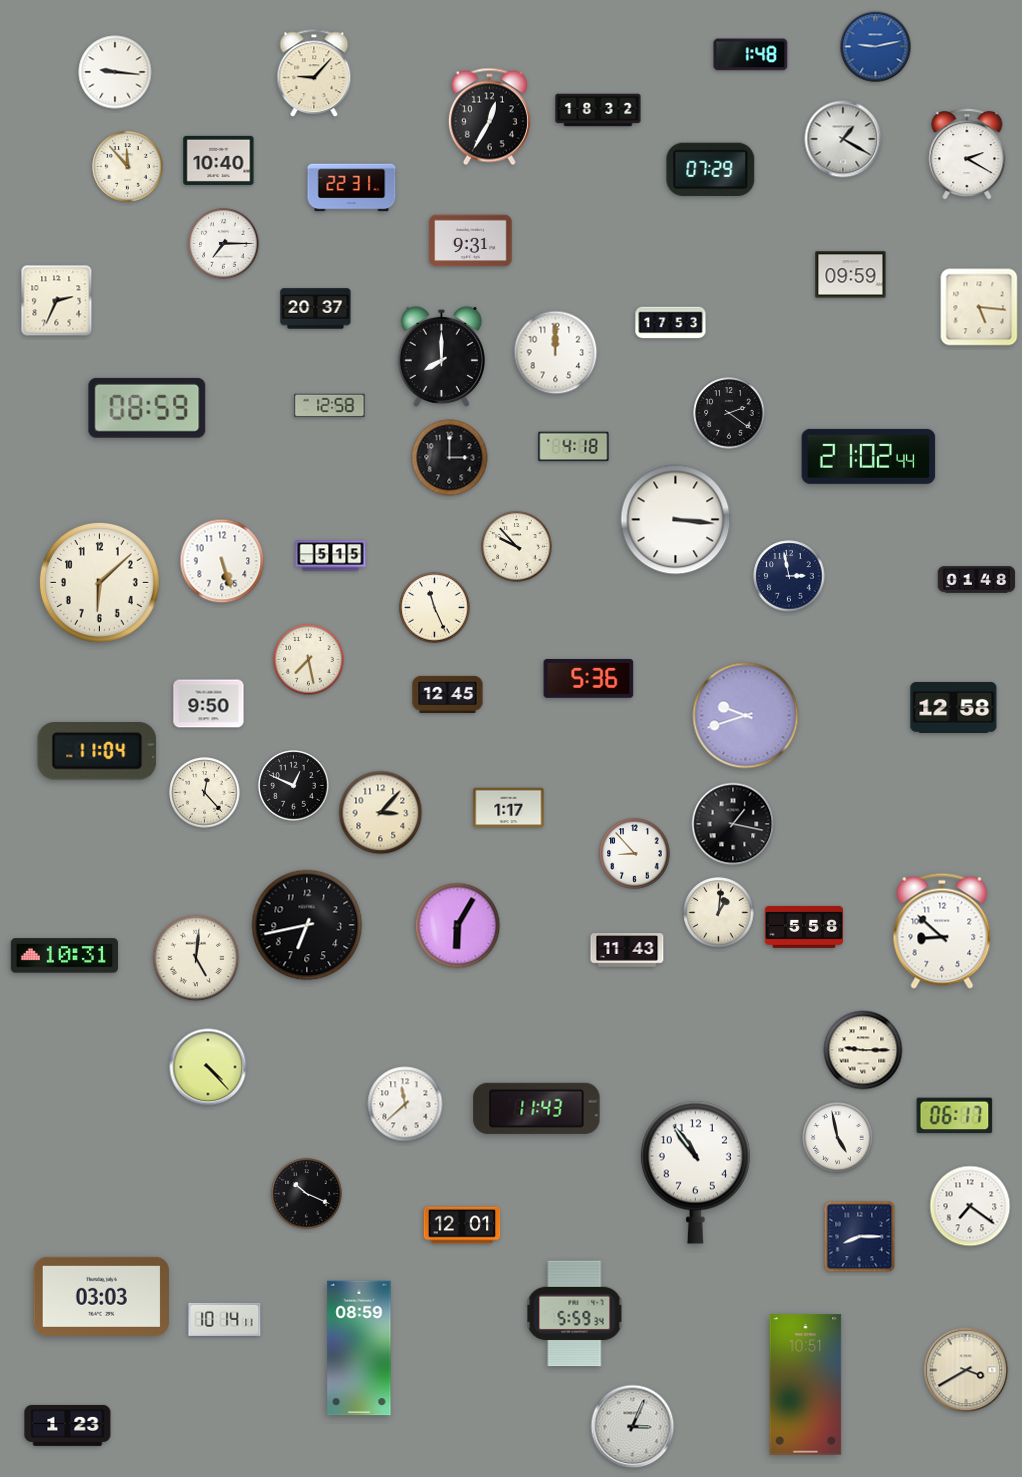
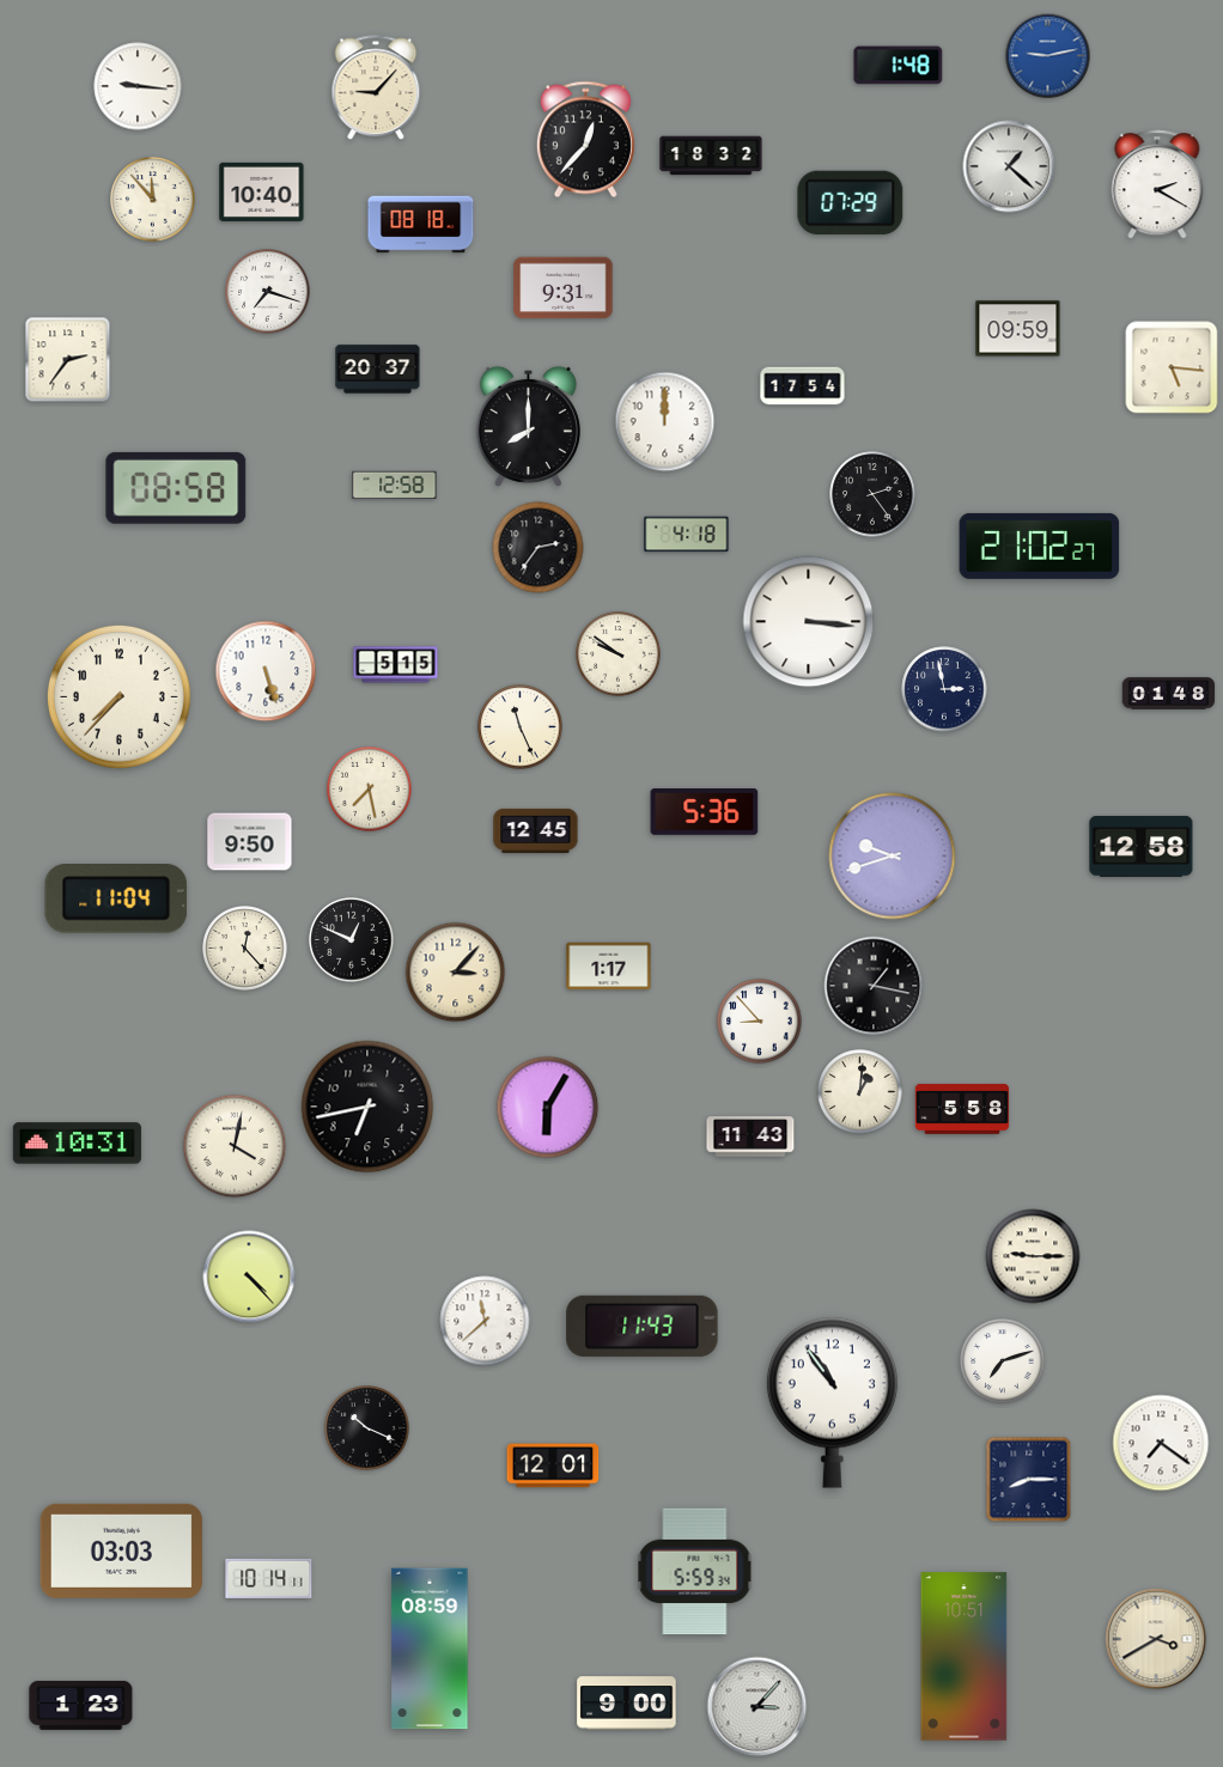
clock at (598, 110) position: (598, 110) -> (711, 156)
clock at (489, 117): 12:35 -> 12:37
clock at (843, 139): 1:20 -> 1:22
clock at (352, 188): 22:31 -> 08:18
clock at (224, 244): 7:15 -> 7:18
clock at (57, 301): 2:34 -> 2:36
clock at (671, 323): 17:53 -> 17:54
clock at (147, 408): 08:59 -> 08:58
clock at (729, 413): 2:21 -> 2:24
clock at (869, 456): 21:02:44 -> 21:02:27
clock at (450, 458): 3:00 -> 2:36
clock at (517, 547): 9:53 -> 9:51
clock at (99, 582): 6:08 -> 7:37
clock at (733, 824) position: (733, 824) -> (874, 986)
clock at (942, 931): 8:52 -> none
clock at (196, 958): 5:01 -> 4:02
clock at (955, 1116): 06:17 -> none
clock at (838, 1138): 4:58 -> 7:12
clock at (575, 1314) position: (575, 1314) -> (695, 1572)
clock at (359, 1348) position: (359, 1348) -> (430, 1649)
clock at (627, 1704): none -> 9:00
clock at (633, 1427): 3:04 -> 3:07
